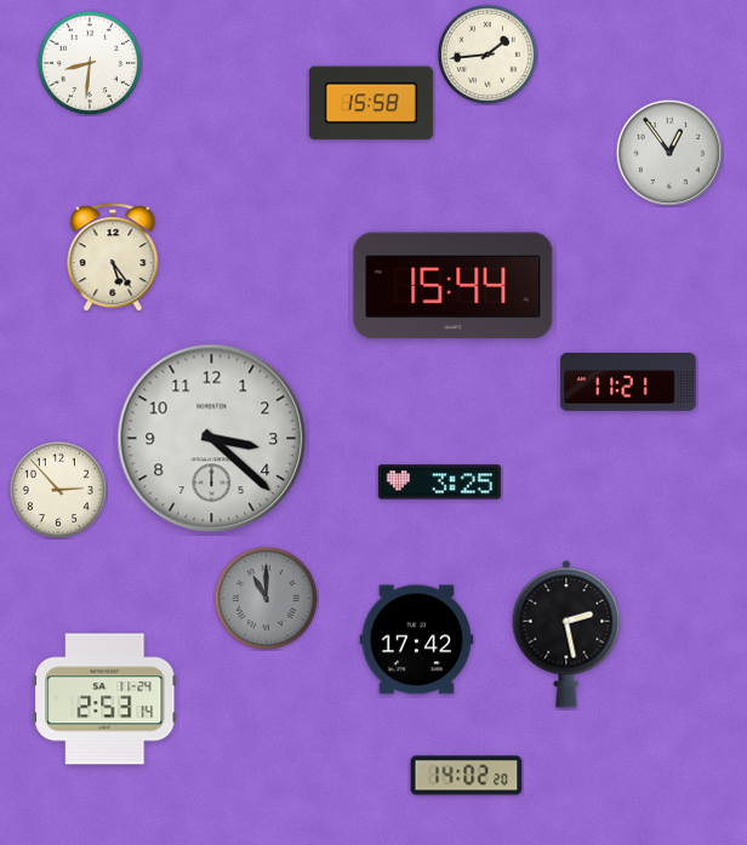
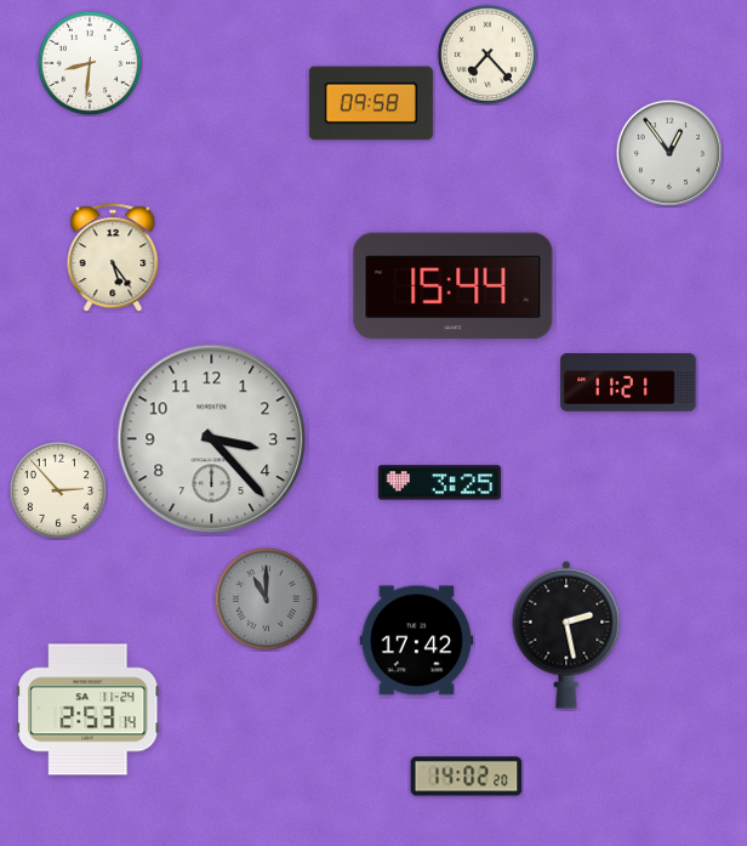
clock at (487, 55): 1:44 -> 7:23
clock at (371, 103): 15:58 -> 09:58
clock at (212, 439): 3:22 -> 3:23
clock at (106, 700) position: (106, 700) -> (89, 710)
